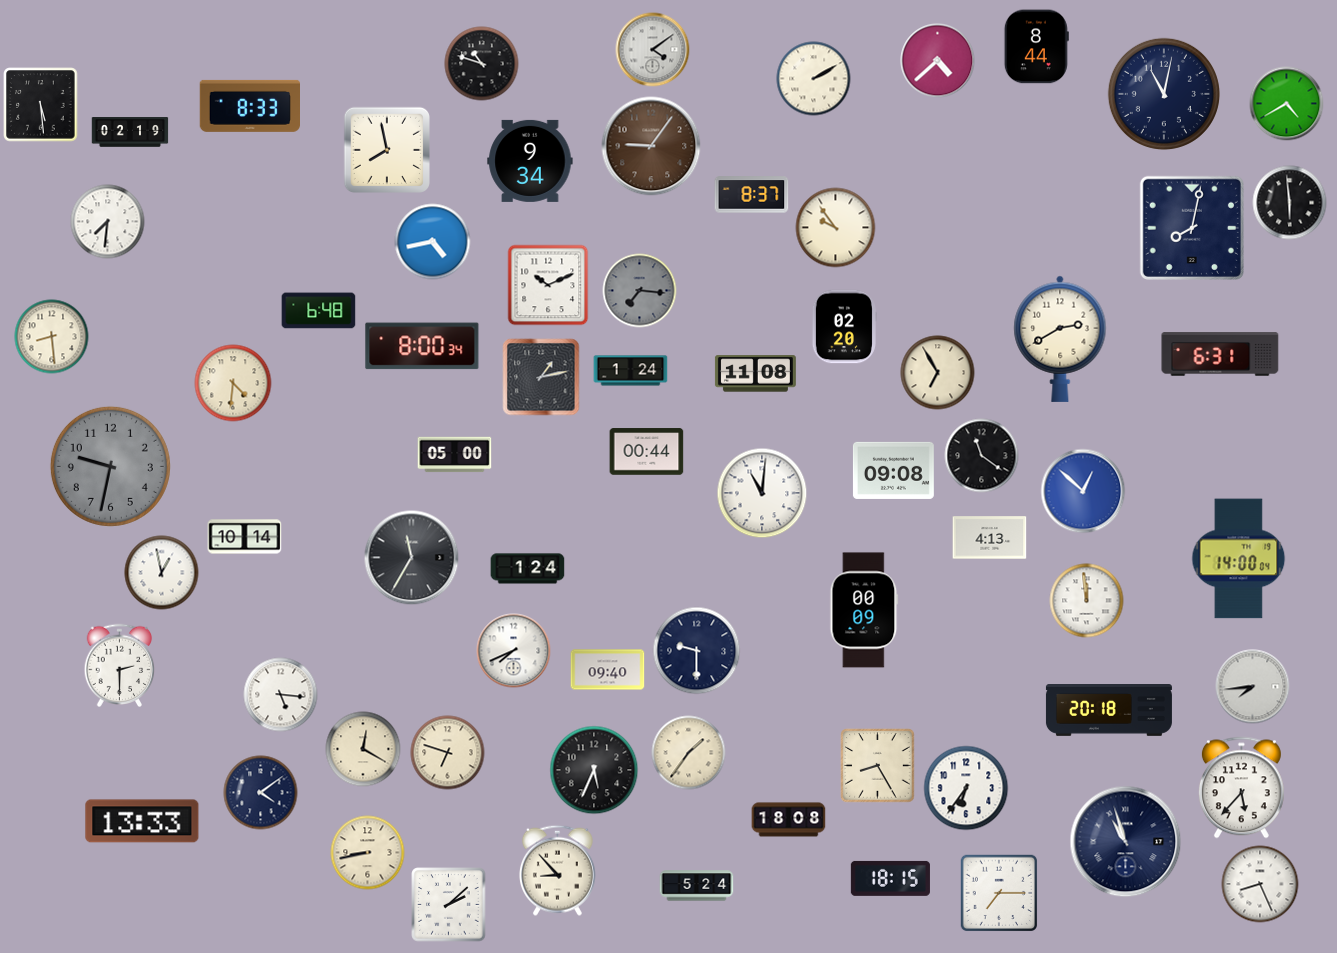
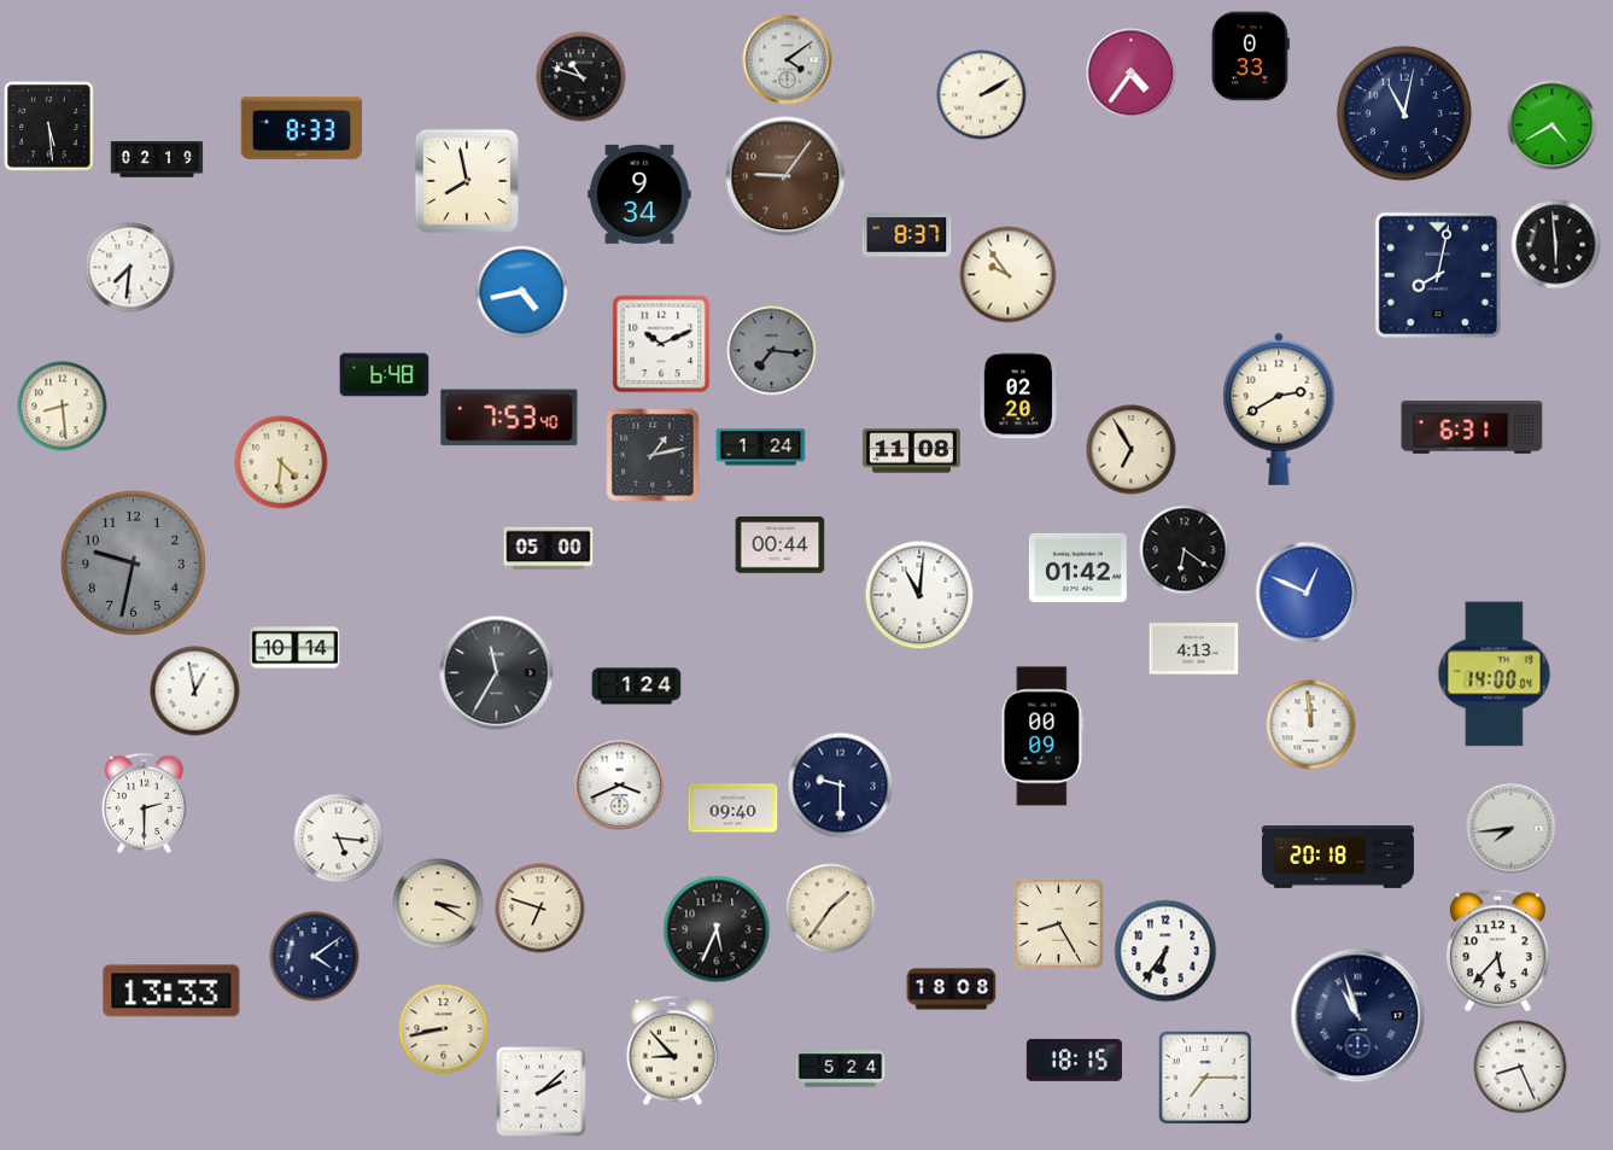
clock at (1036, 47): 8:44 -> 0:33
clock at (938, 61): 4:38 -> 4:36
clock at (422, 346): 8:00 -> 7:53
clock at (982, 456): 11:21 -> 6:21
clock at (893, 470): 09:08 -> 01:42
clock at (1083, 491): 12:52 -> 12:49
clock at (514, 651): 7:41 -> 3:41
clock at (363, 749): 12:20 -> 3:20
